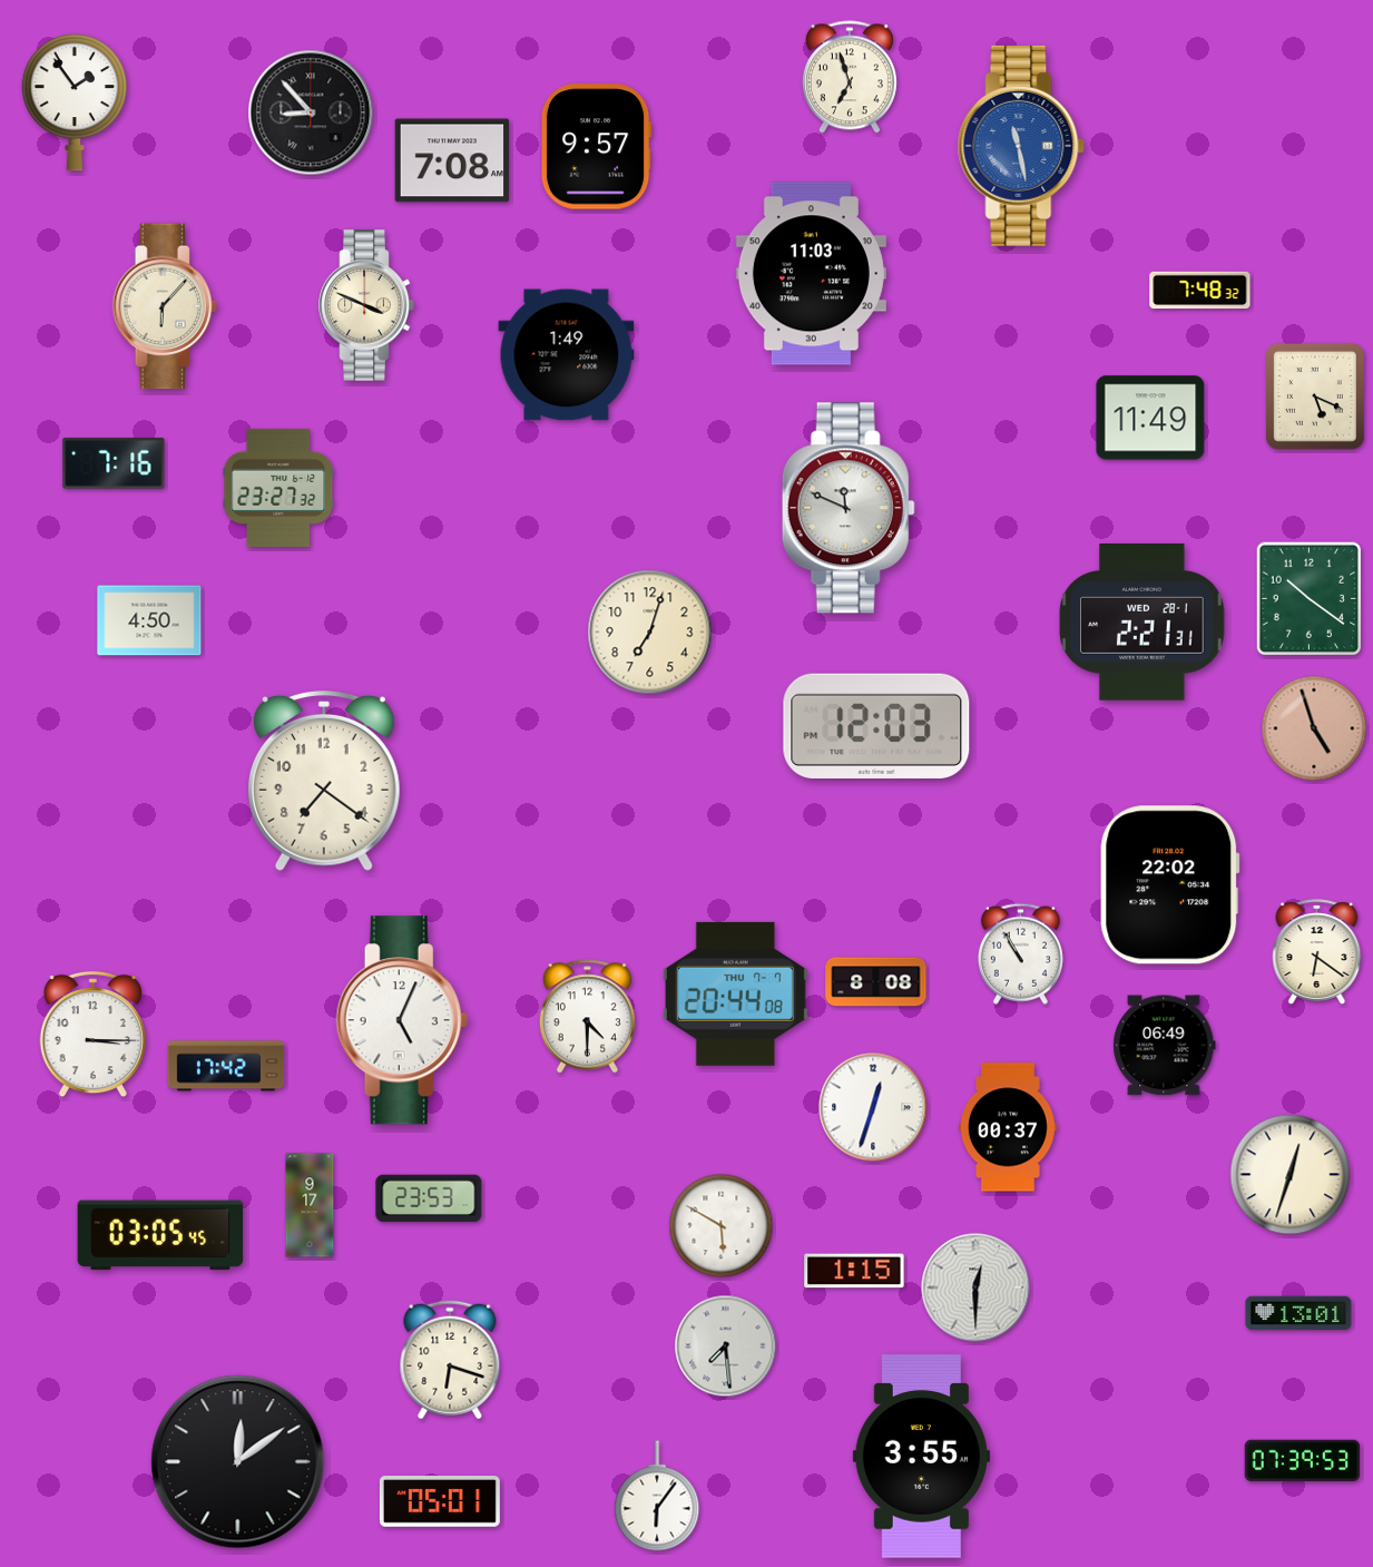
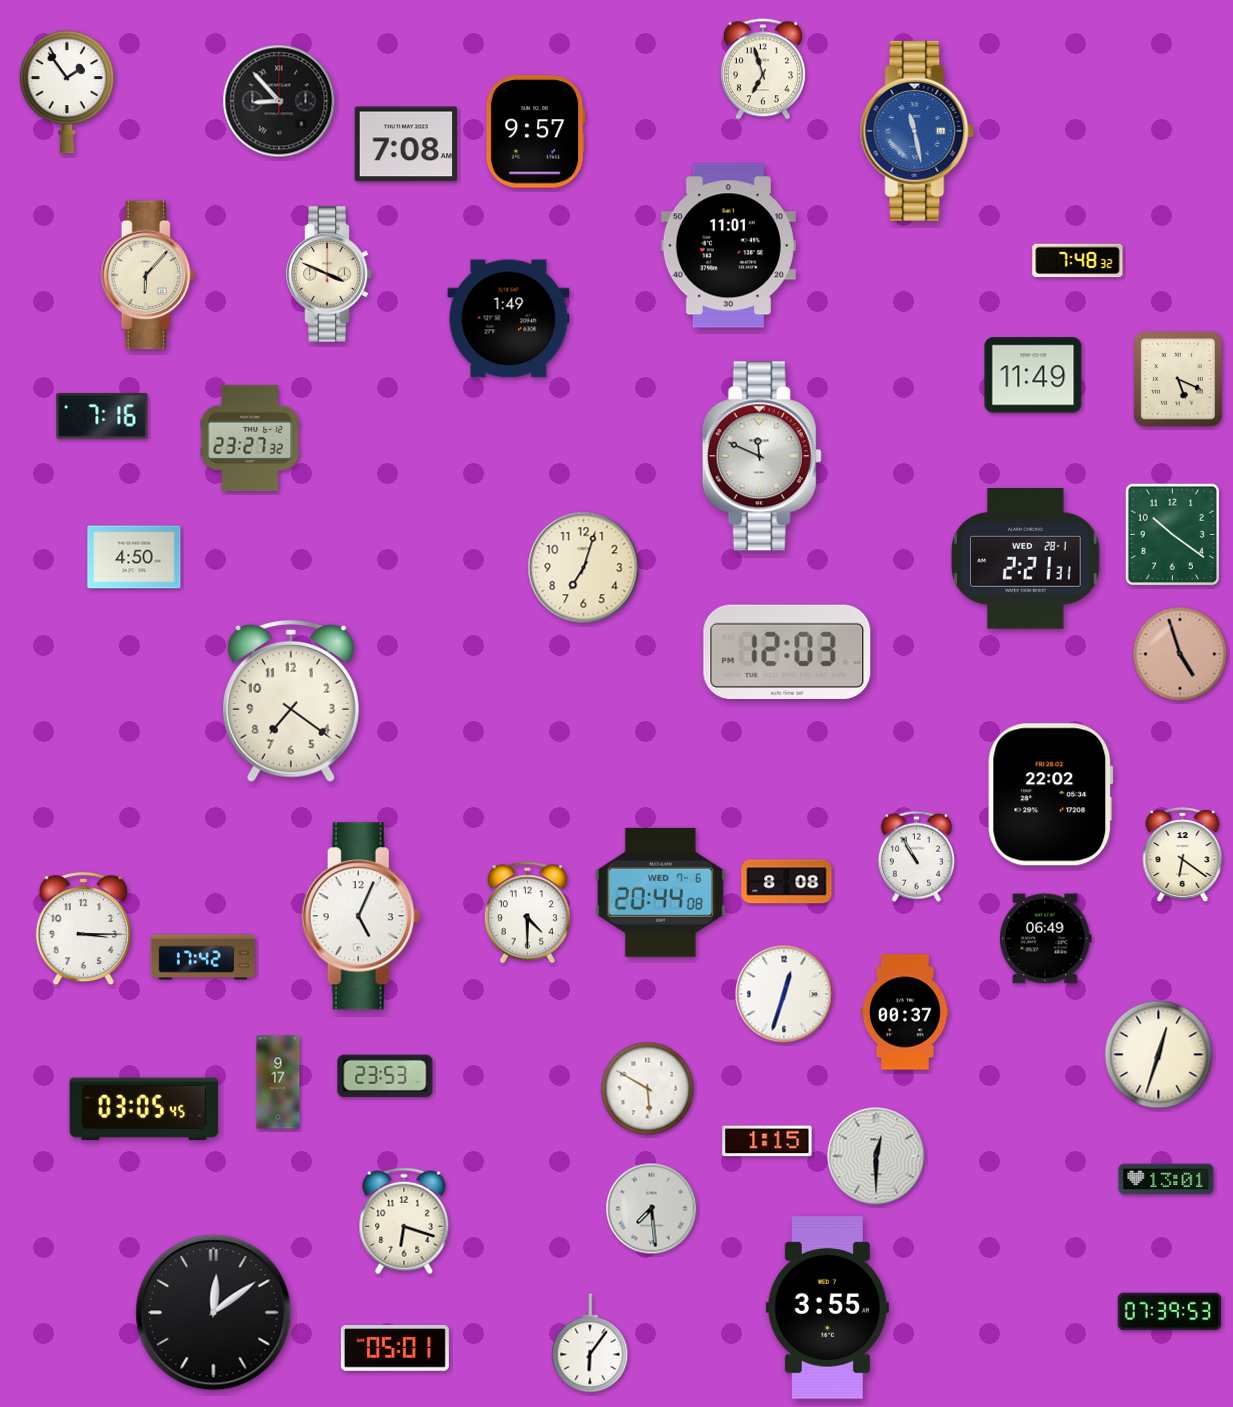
clock at (811, 274): 11:03 -> 11:01
clock at (1315, 396) position: (1315, 396) -> (1178, 379)
clock at (1310, 599) position: (1310, 599) -> (1173, 535)
clock at (735, 993) date: THU 7-7 -> WED 7-6
clock at (722, 1226) position: (722, 1226) -> (648, 1089)
